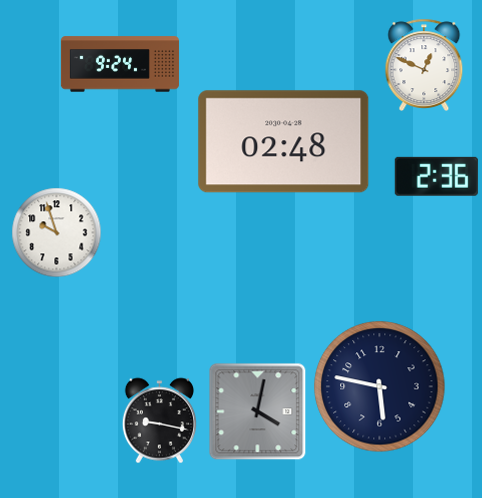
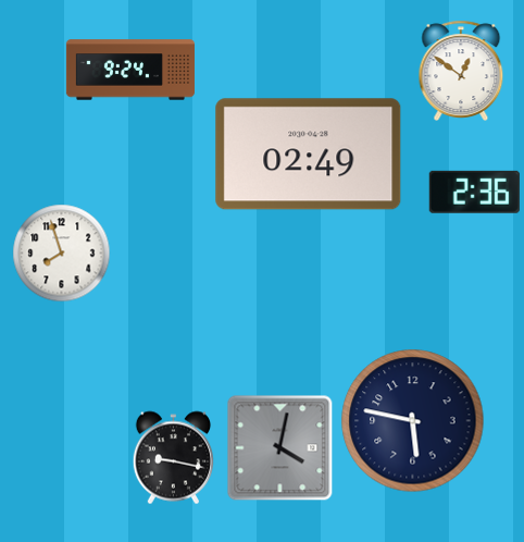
clock at (424, 64): 12:49 -> 12:51
clock at (284, 142): 02:48 -> 02:49
clock at (57, 233): 9:57 -> 7:57
